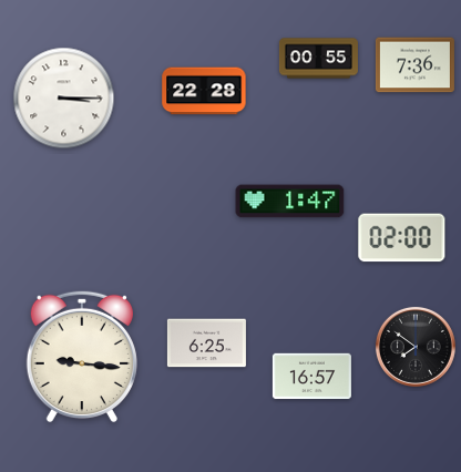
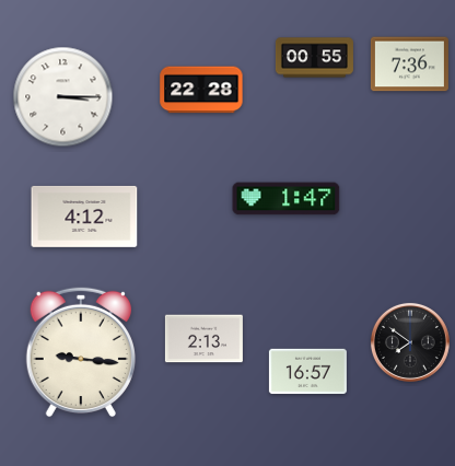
clock at (84, 217): none -> 4:12
clock at (402, 238): 02:00 -> none
clock at (206, 343): 6:25 -> 2:13
